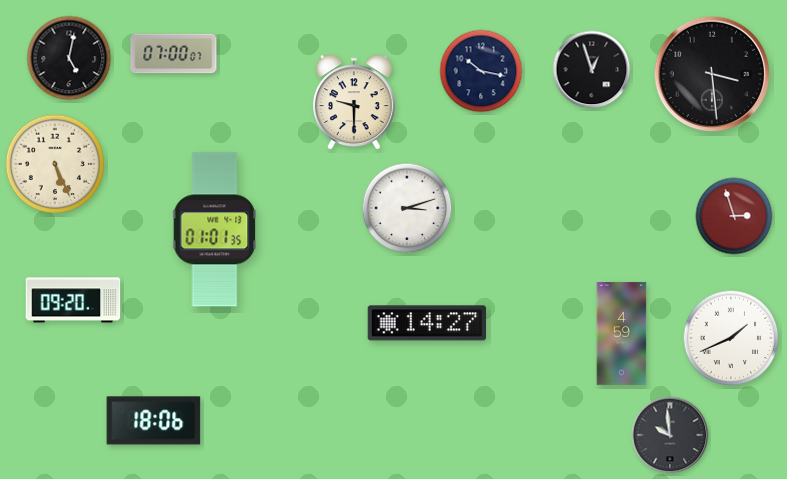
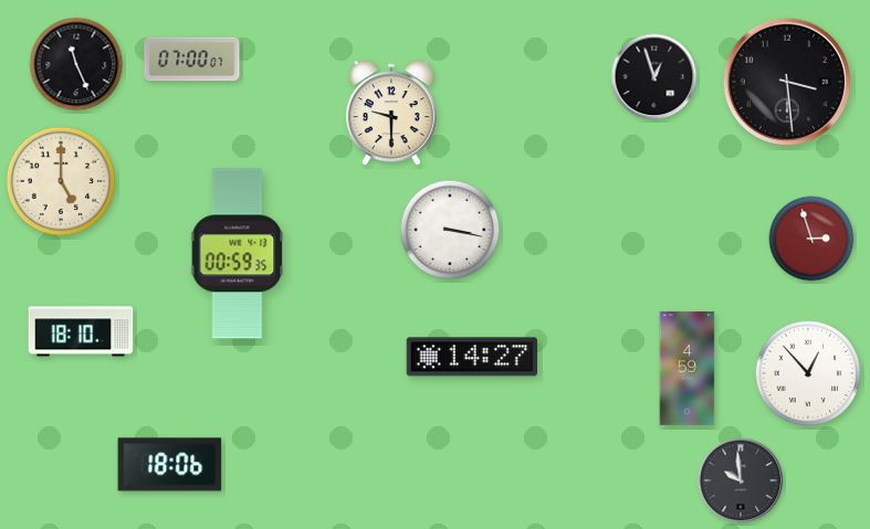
clock at (69, 58): 5:02 -> 11:26
clock at (481, 71): 10:17 -> none
clock at (54, 163): 5:26 -> 5:00
clock at (407, 208): 3:12 -> 3:17
clock at (215, 230): 01:01 -> 00:59
clock at (73, 300): 09:20 -> 18:10
clock at (731, 338): 1:41 -> 12:53
